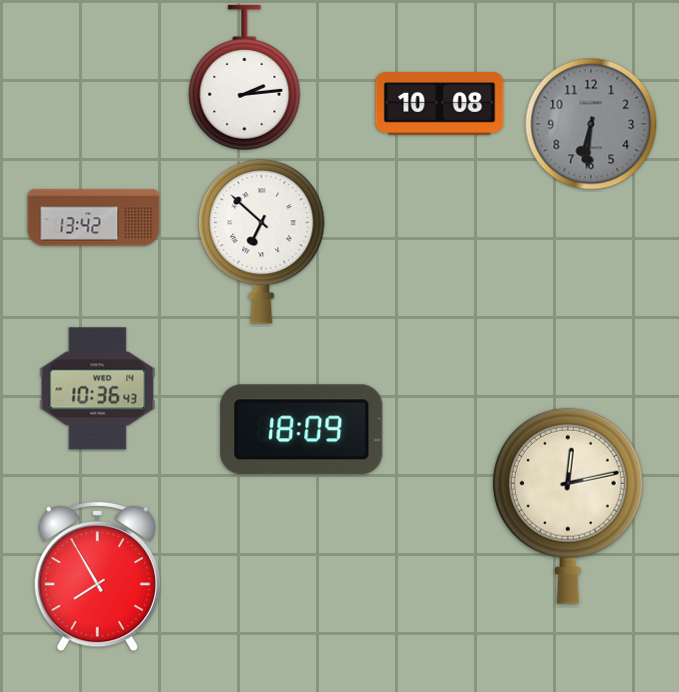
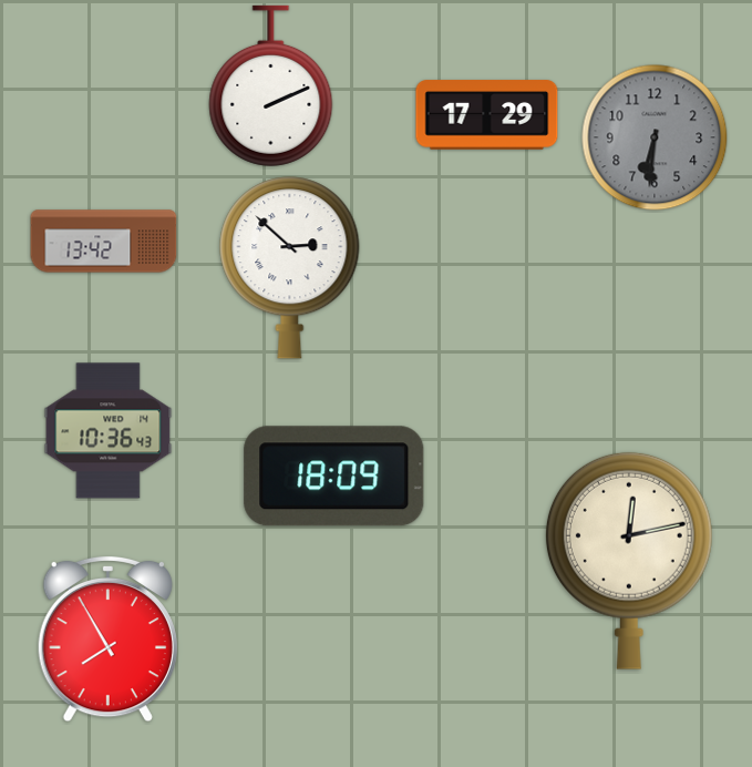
clock at (245, 77): 2:14 -> 2:11
clock at (440, 104): 10:08 -> 17:29
clock at (262, 242): 6:52 -> 2:52
